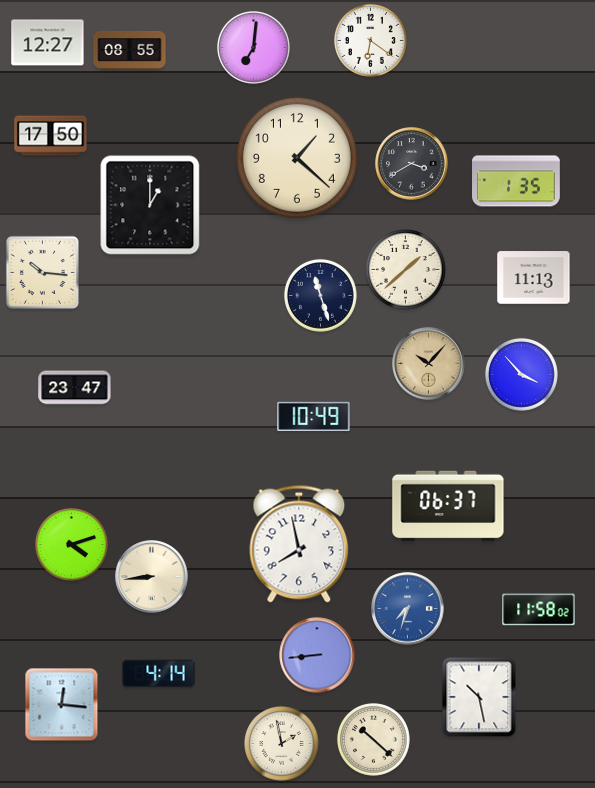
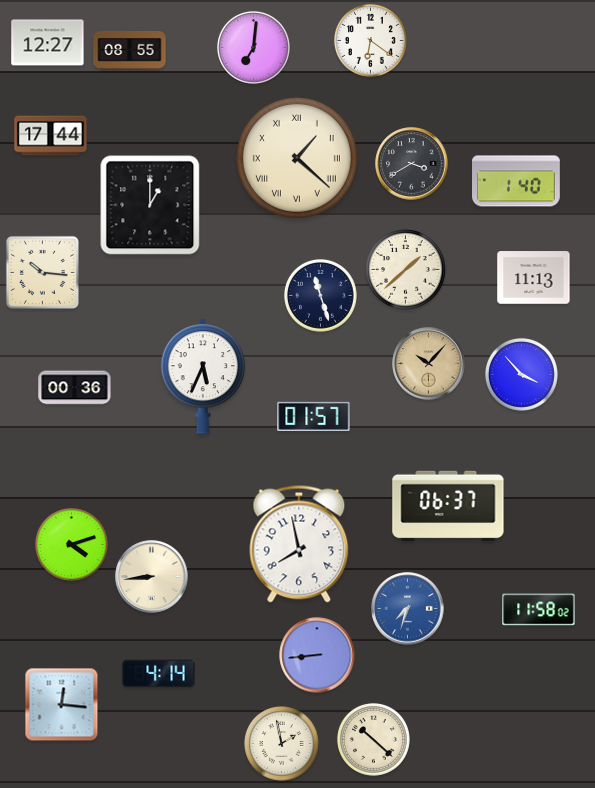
clock at (51, 136): 17:50 -> 17:44
clock at (297, 158) numerals: Arabic -> Roman
clock at (517, 181): 1:35 -> 1:40
clock at (202, 376): none -> 5:34
clock at (75, 388): 23:47 -> 00:36
clock at (314, 416): 10:49 -> 01:57
clock at (479, 697): 10:28 -> none
